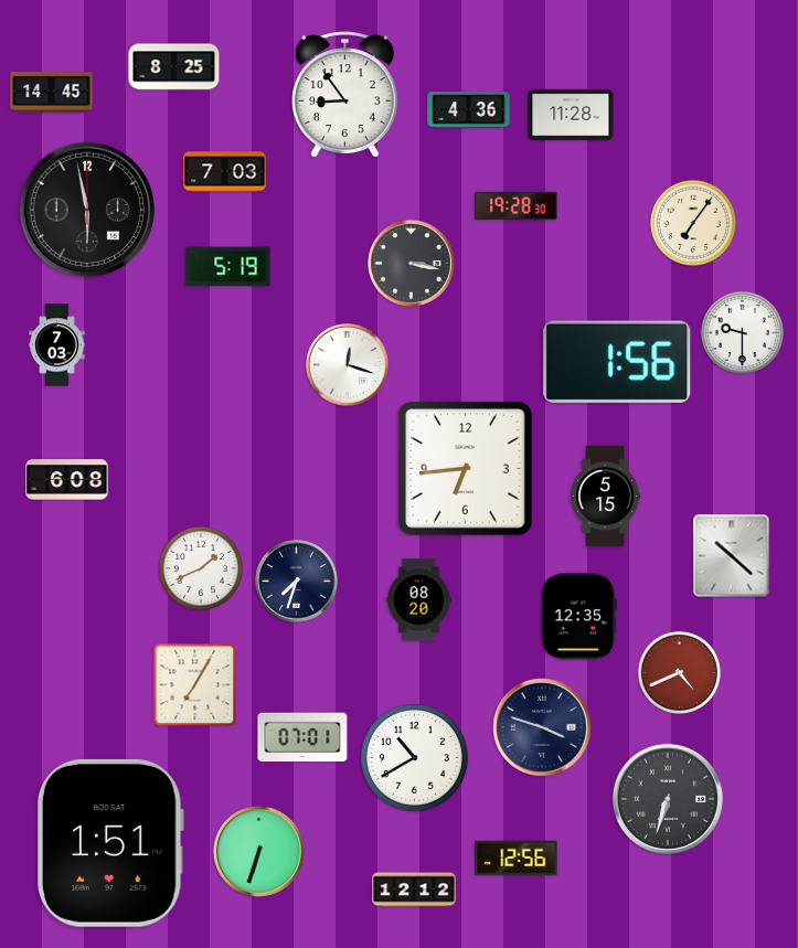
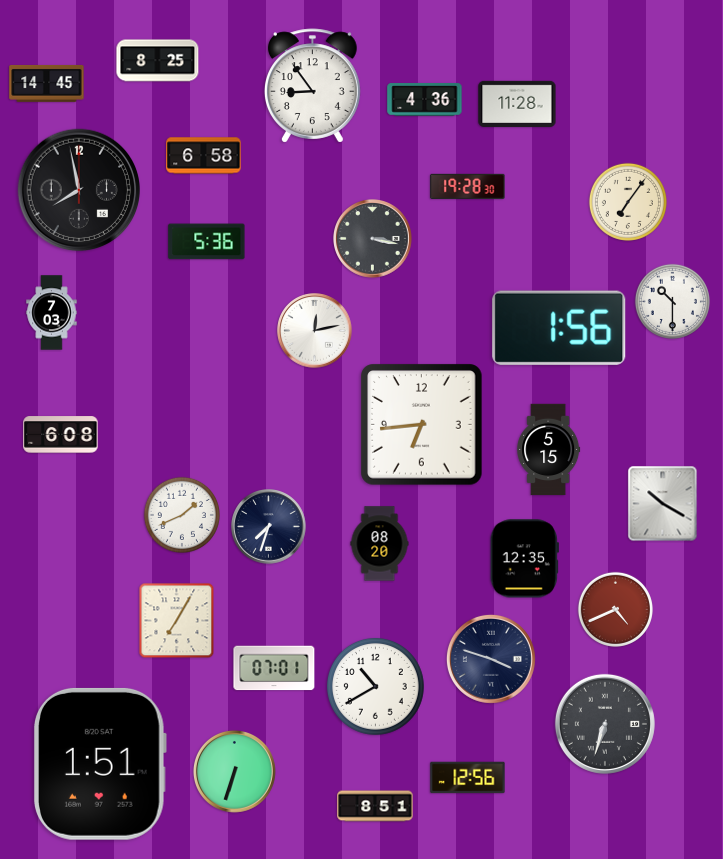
clock at (225, 172): 7:03 -> 6:58
clock at (86, 209): 5:58 -> 7:58
clock at (228, 267): 5:19 -> 5:36
clock at (742, 332): 9:30 -> 10:30
clock at (348, 365): 12:18 -> 12:13
clock at (732, 556): 10:22 -> 10:20
clock at (414, 890): 12:12 -> 8:51
